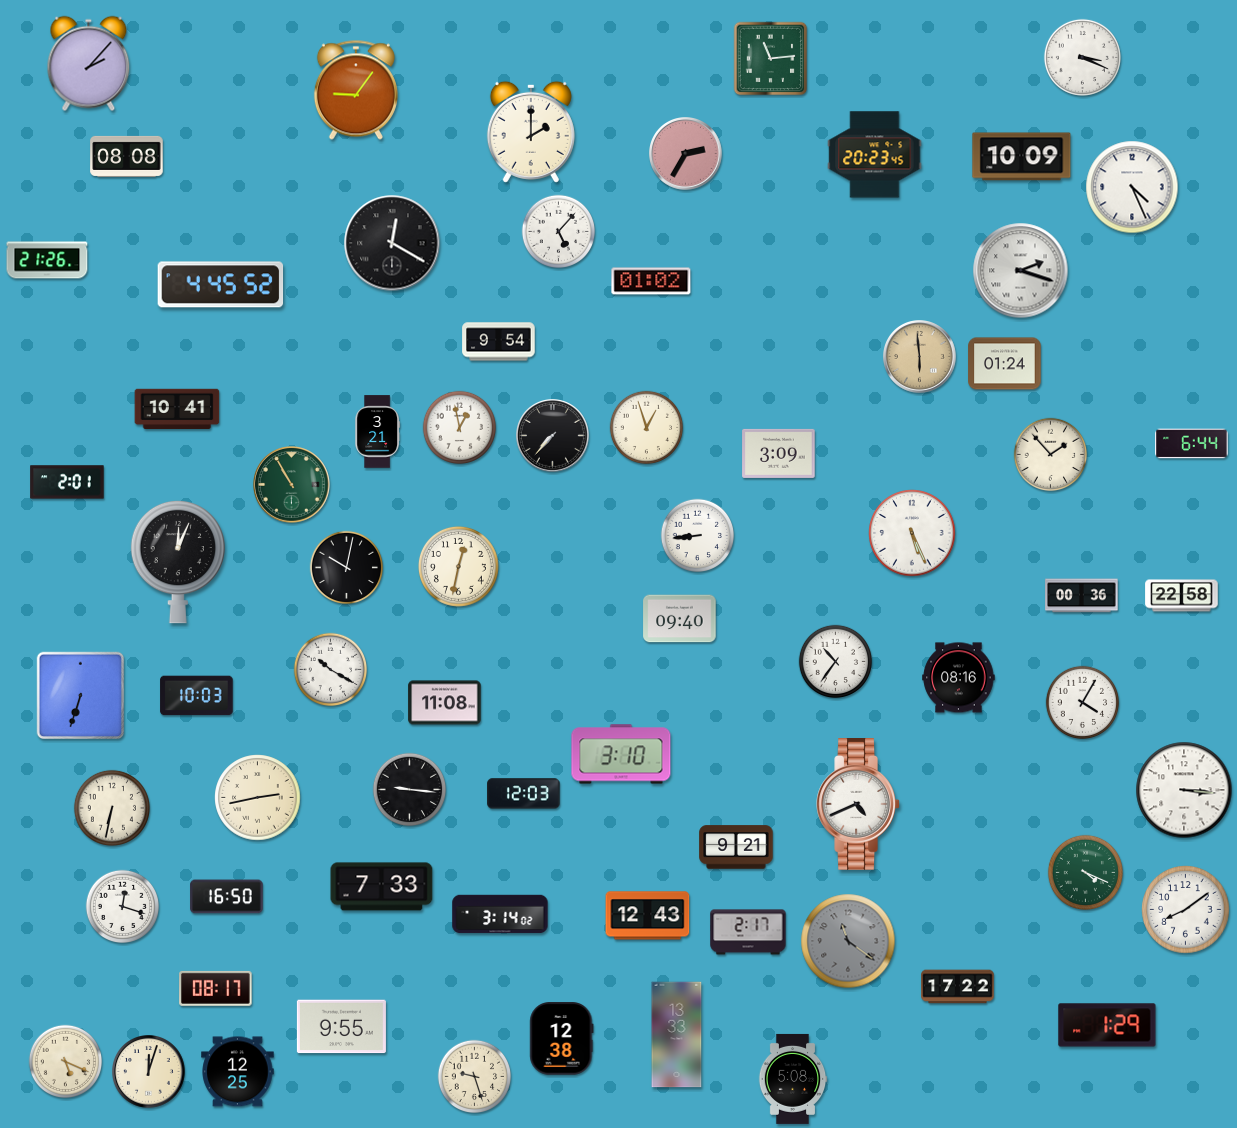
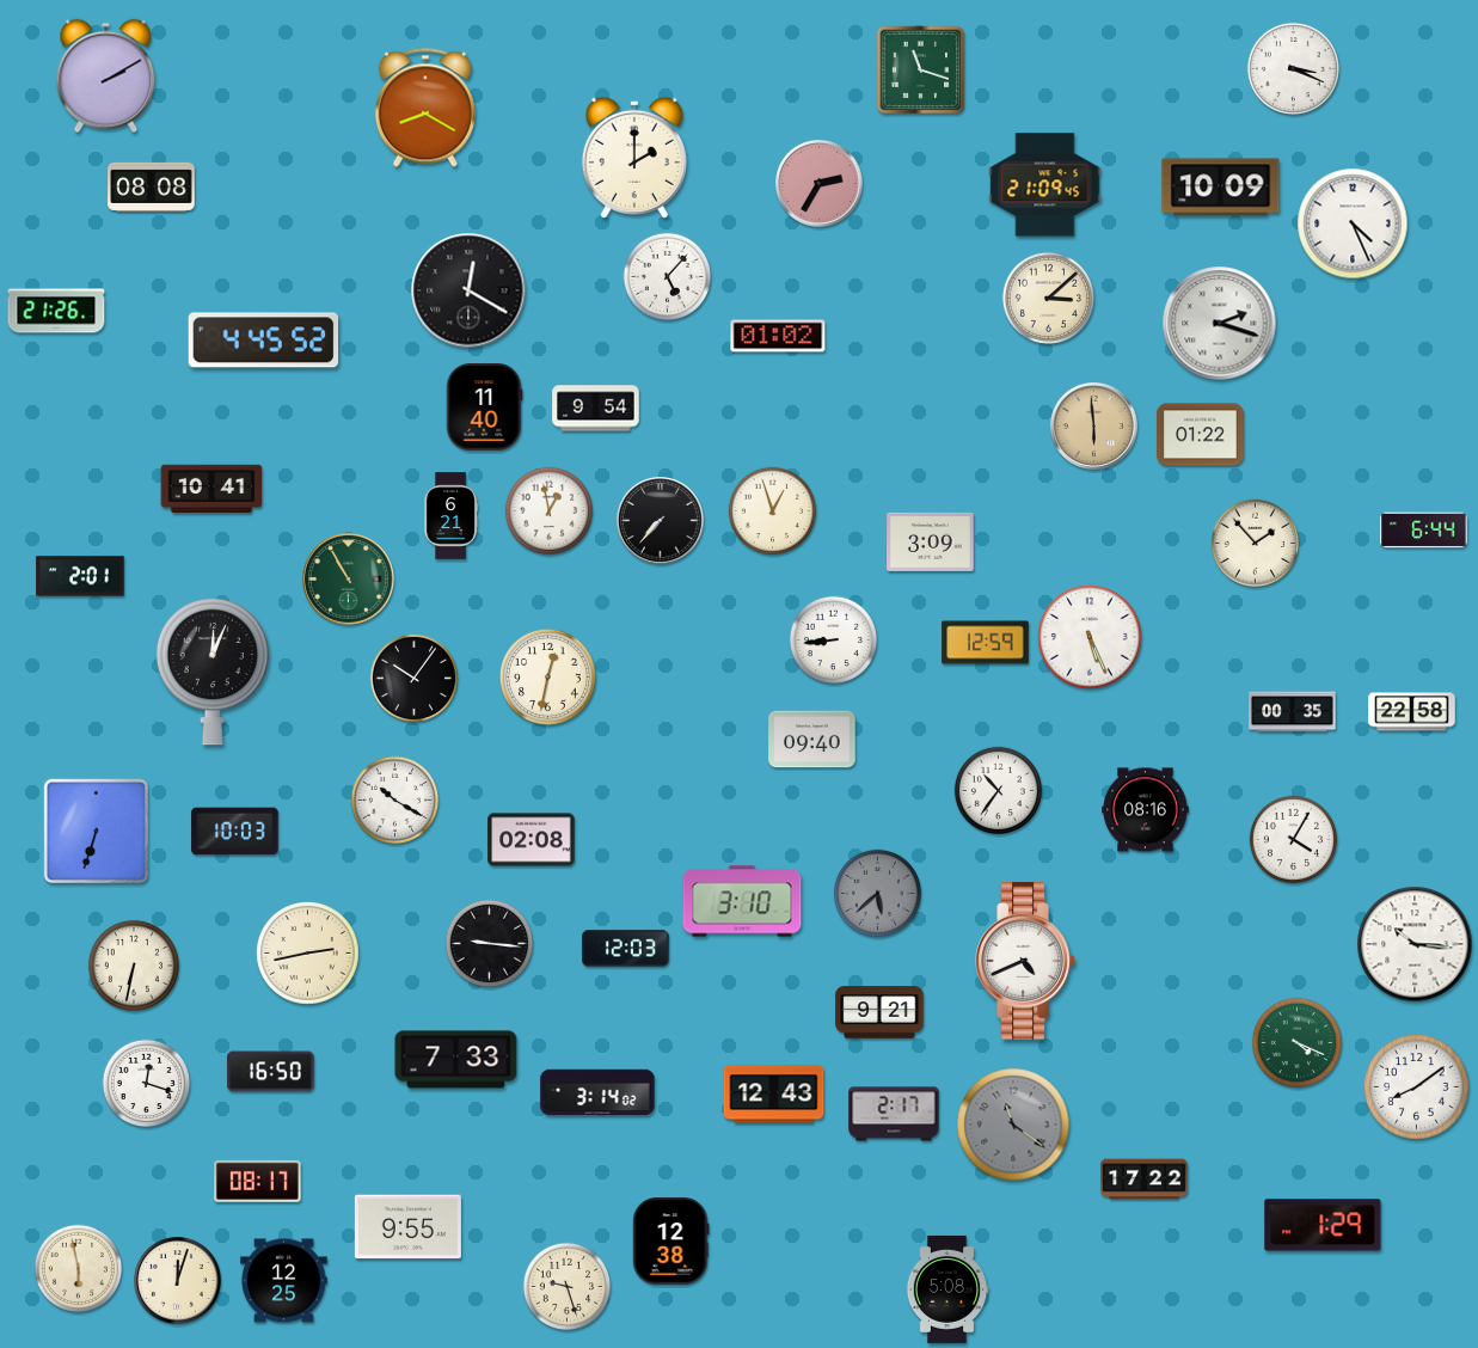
clock at (771, 59): 11:14 -> 11:18
clock at (89, 64): 2:07 -> 2:10
clock at (356, 90): 9:06 -> 8:20
clock at (875, 155): 20:23 -> 21:09
clock at (1048, 298): none -> 3:08
clock at (484, 408): none -> 11:40
clock at (920, 357) position: (920, 357) -> (1094, 427)
clock at (1005, 364): 01:24 -> 01:22
clock at (377, 432): 3:21 -> 6:21
clock at (986, 643): none -> 12:59
clock at (347, 568): 10:02 -> 10:06
clock at (1082, 596): 00:36 -> 00:35
clock at (445, 703): 11:08 -> 02:08
clock at (878, 894): none -> 5:38
clock at (1184, 790): 3:16 -> 10:16
clock at (677, 1035): 13:33 -> none
clock at (66, 1062): 5:19 -> 5:58
